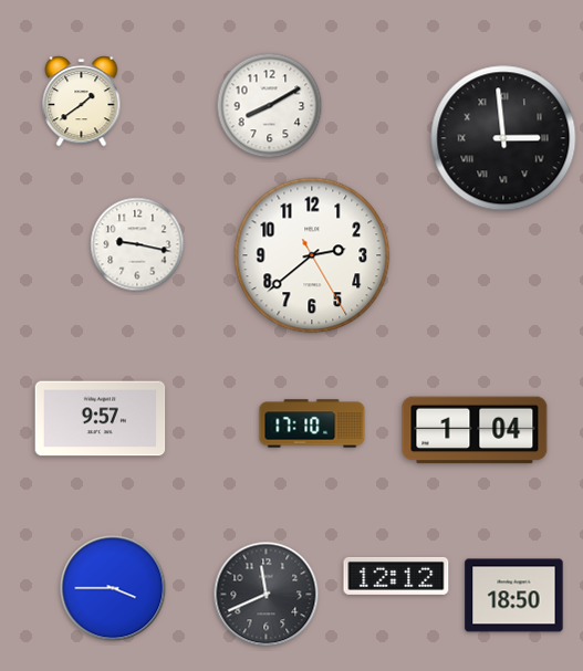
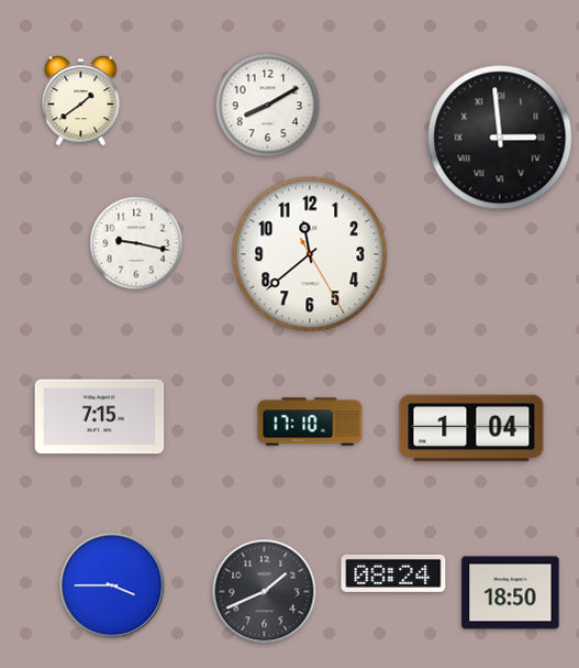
clock at (312, 255): 2:38 -> 11:38
clock at (101, 419): 9:57 -> 7:15
clock at (396, 576): 12:12 -> 08:24
clock at (267, 595): 11:41 -> 1:41
